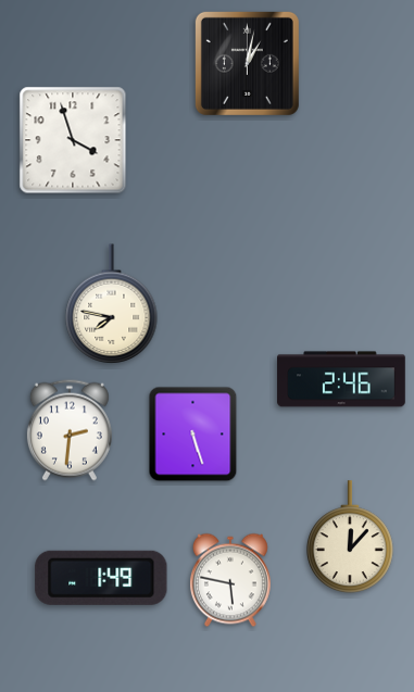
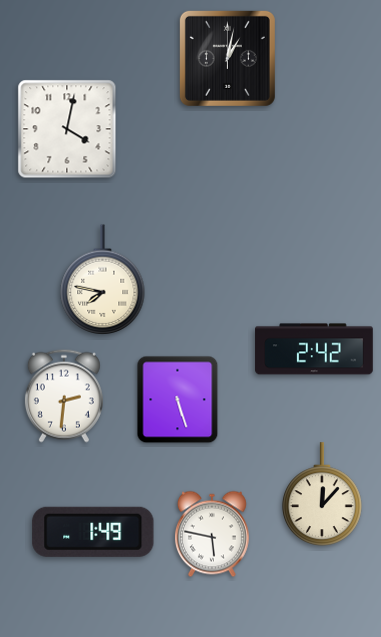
clock at (73, 140): 3:57 -> 4:02
clock at (341, 379): 2:46 -> 2:42
